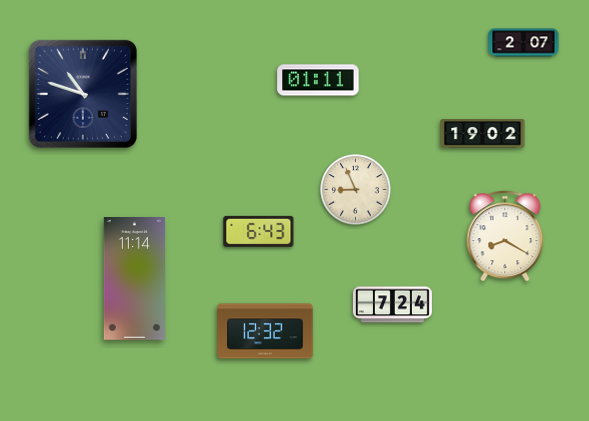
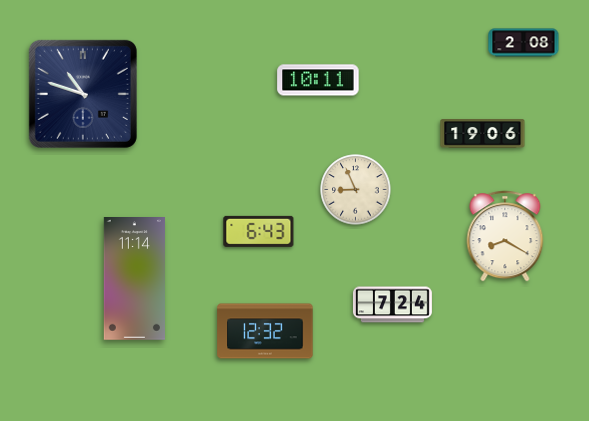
clock at (524, 43): 2:07 -> 2:08
clock at (318, 80): 01:11 -> 10:11
clock at (483, 134): 19:02 -> 19:06
